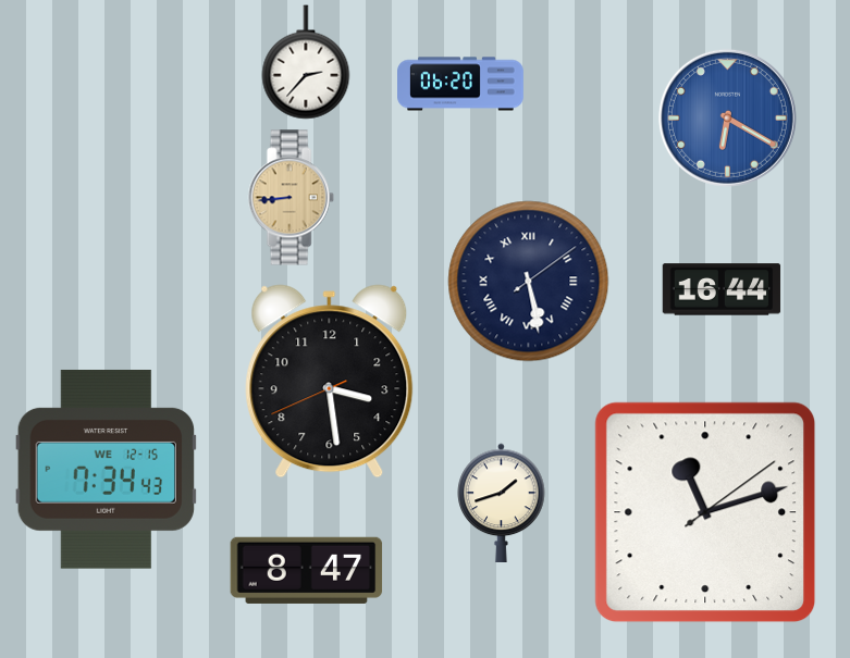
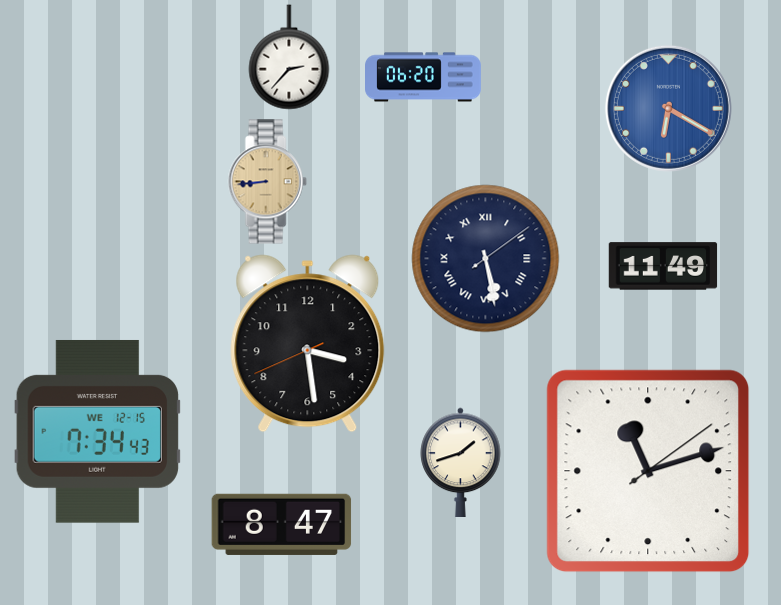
clock at (306, 62) position: (306, 62) -> (289, 57)
clock at (722, 289): 16:44 -> 11:49
clock at (330, 382) position: (330, 382) -> (308, 344)
